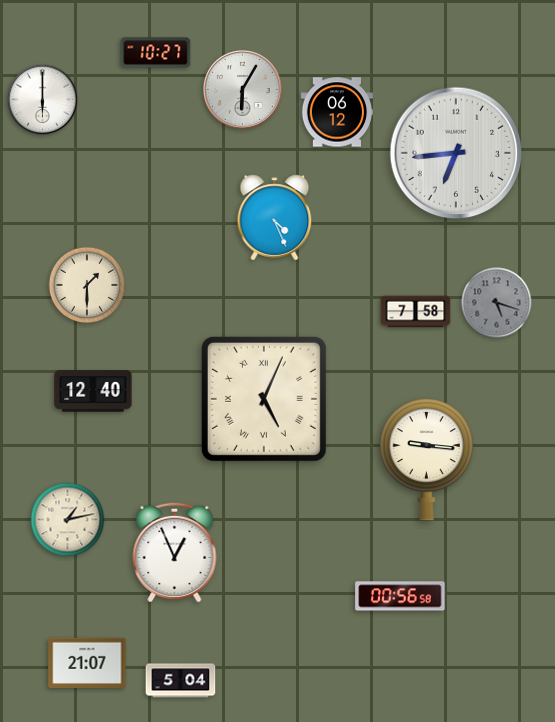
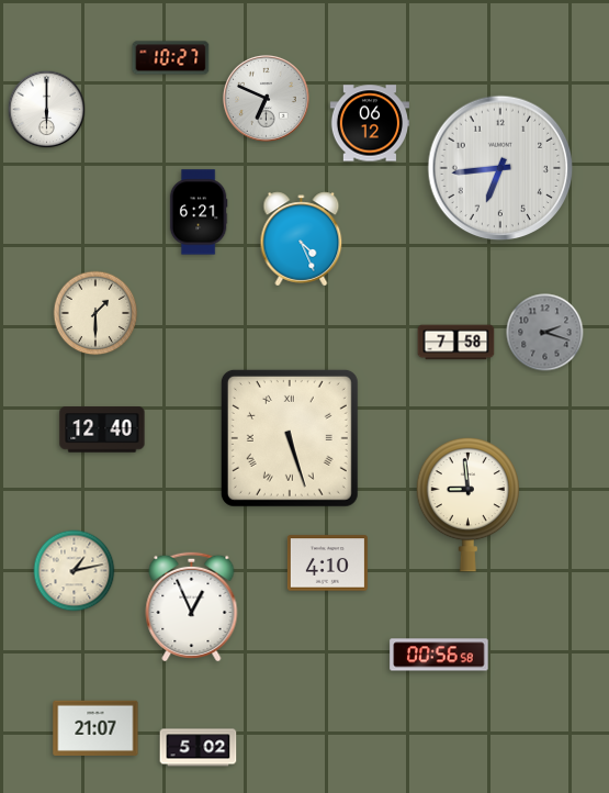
clock at (242, 89): 6:05 -> 6:49
clock at (199, 212): none -> 6:21
clock at (497, 303): 5:18 -> 2:18
clock at (264, 399): 5:04 -> 5:27
clock at (426, 459): 9:16 -> 8:59
clock at (327, 563): none -> 4:10
clock at (181, 681): 5:04 -> 5:02
